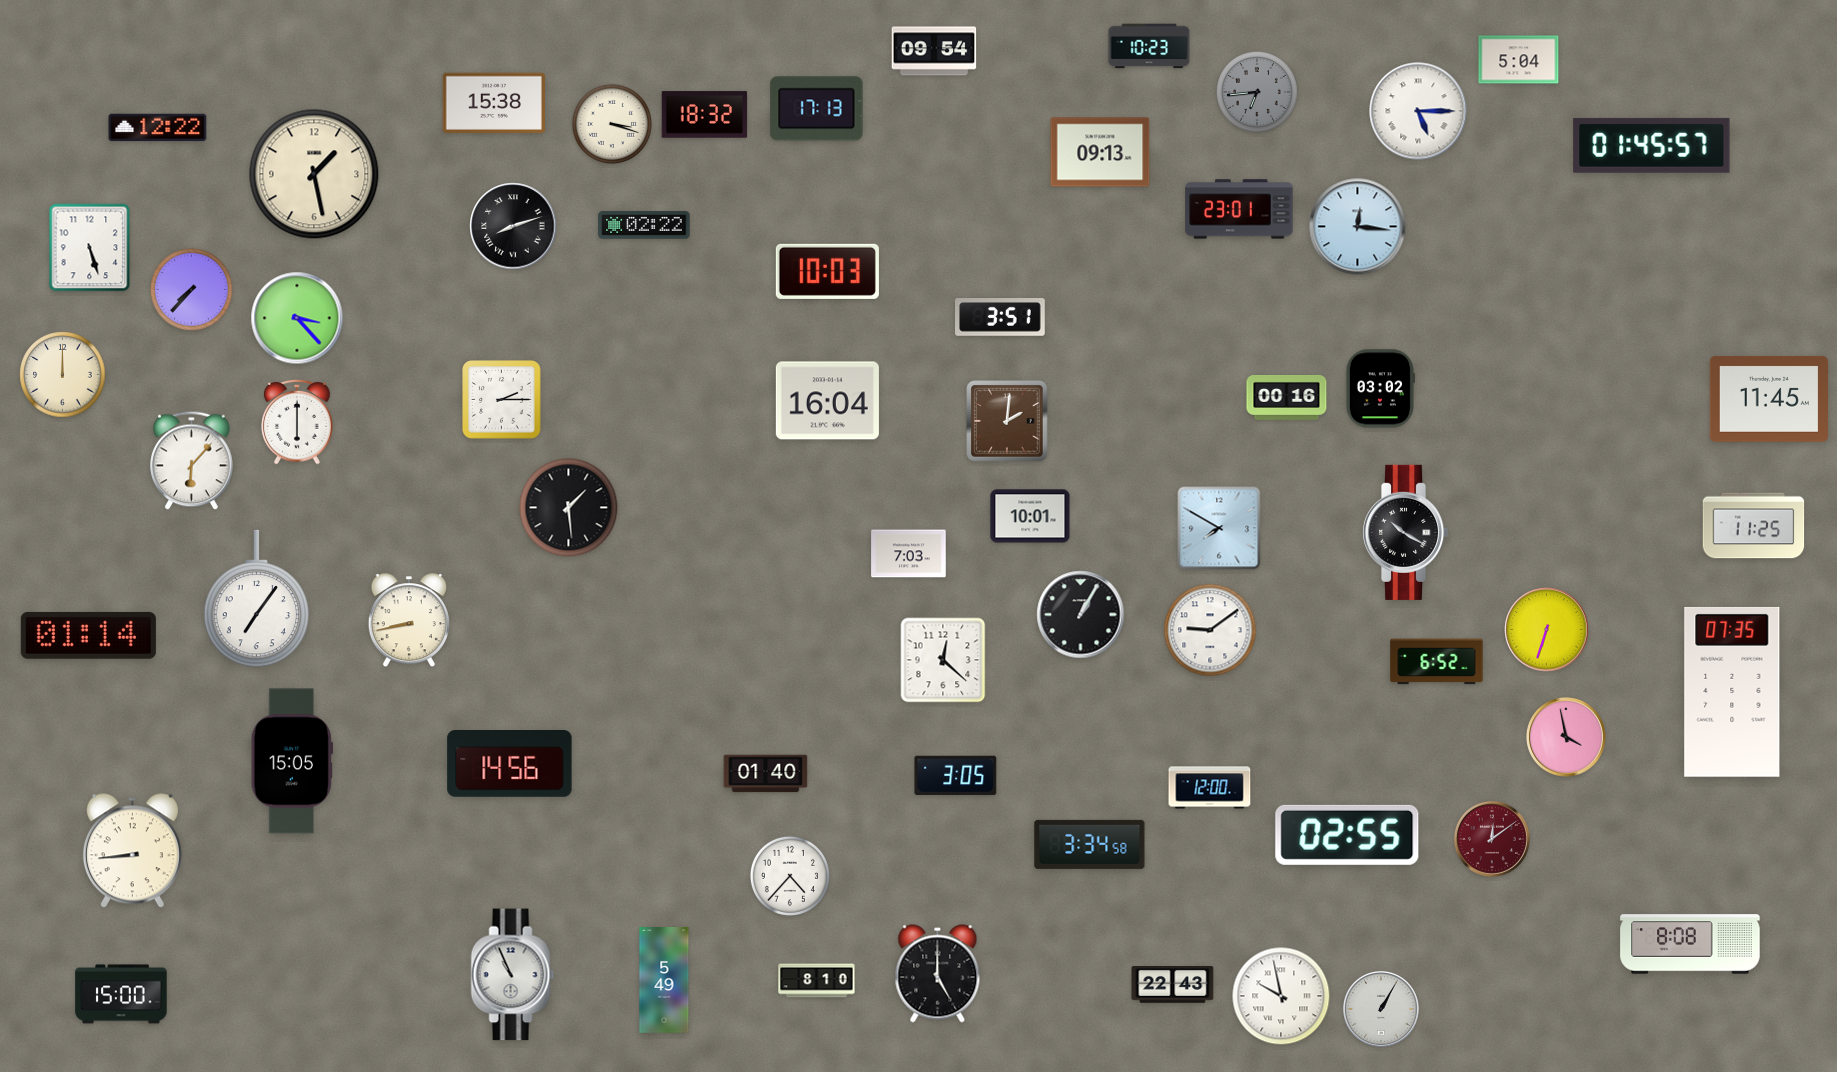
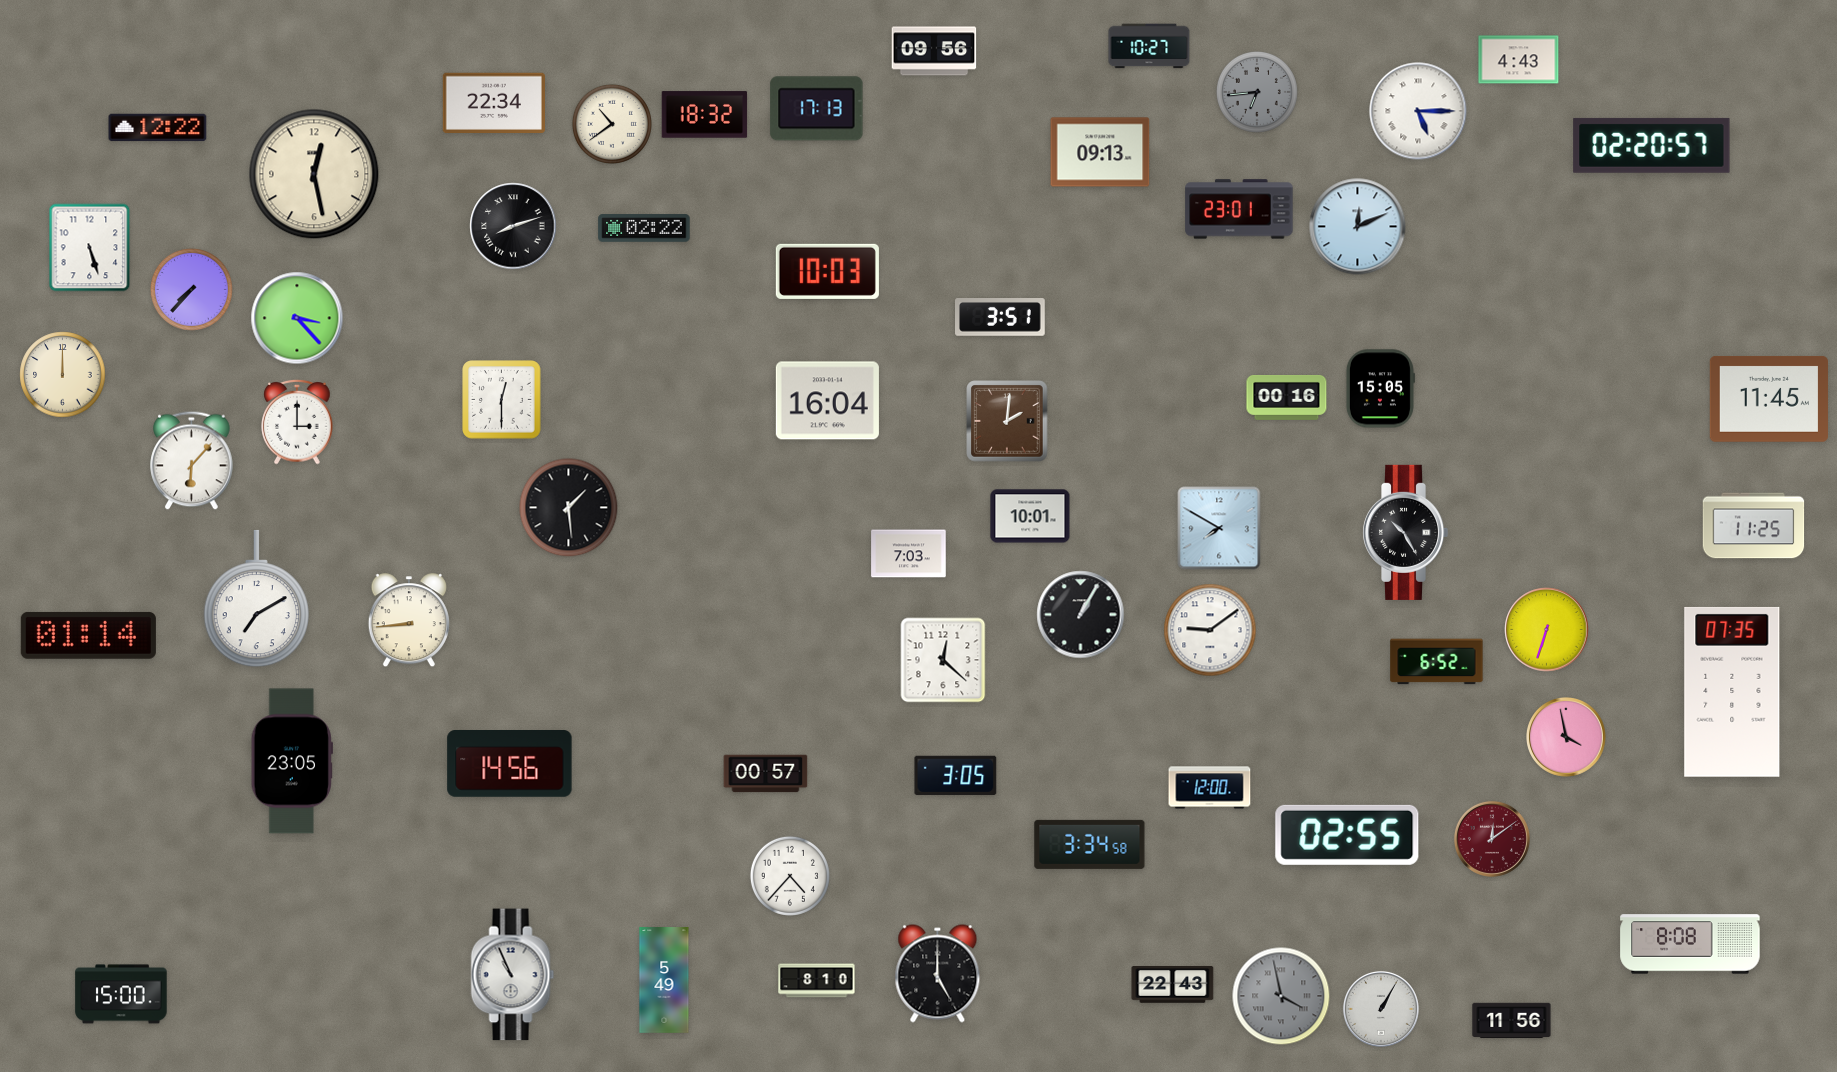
clock at (1149, 46): 10:23 -> 10:27
clock at (934, 51): 09:54 -> 09:56
clock at (1519, 60): 5:04 -> 4:43
clock at (494, 102): 15:38 -> 22:34
clock at (612, 124): 3:18 -> 10:39
clock at (1652, 145): 01:45 -> 02:20
clock at (314, 174): 1:28 -> 12:28
clock at (644, 225) position: (644, 225) -> (644, 228)
clock at (1358, 227): 12:16 -> 12:11
clock at (1380, 389): 03:02 -> 15:05
clock at (502, 400): 2:15 -> 12:30
clock at (297, 422): 6:00 -> 3:00
clock at (1406, 532): 10:20 -> 10:25
clock at (256, 599): 7:06 -> 7:10
clock at (409, 621): 8:43 -> 8:44
clock at (292, 761): 15:05 -> 23:05
clock at (766, 774): 01:40 -> 00:57
clock at (132, 851): 8:44 -> none
clock at (1281, 996): 9:58 -> 3:58
clock at (1281, 996) dial: white -> grey
clock at (1512, 1021): none -> 11:56
